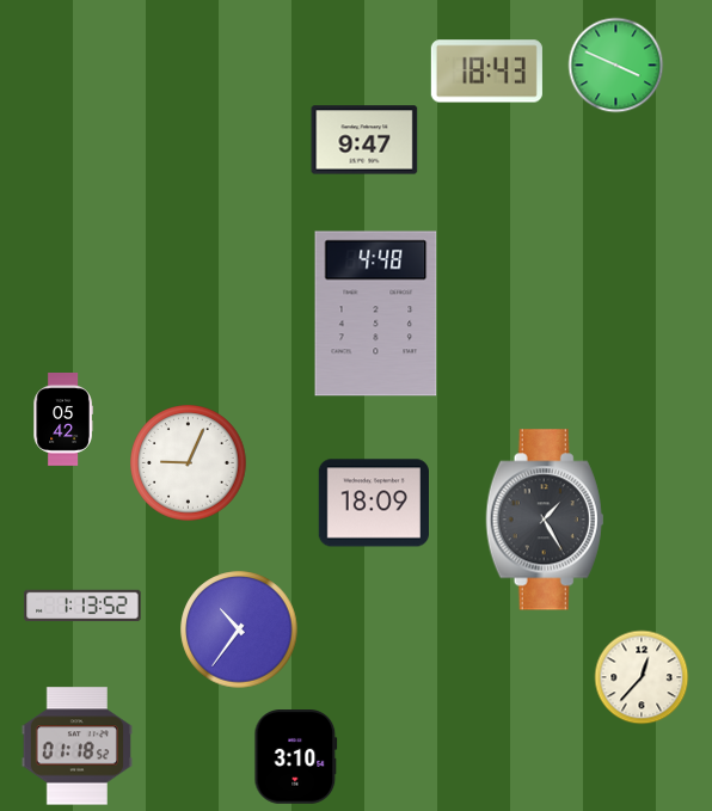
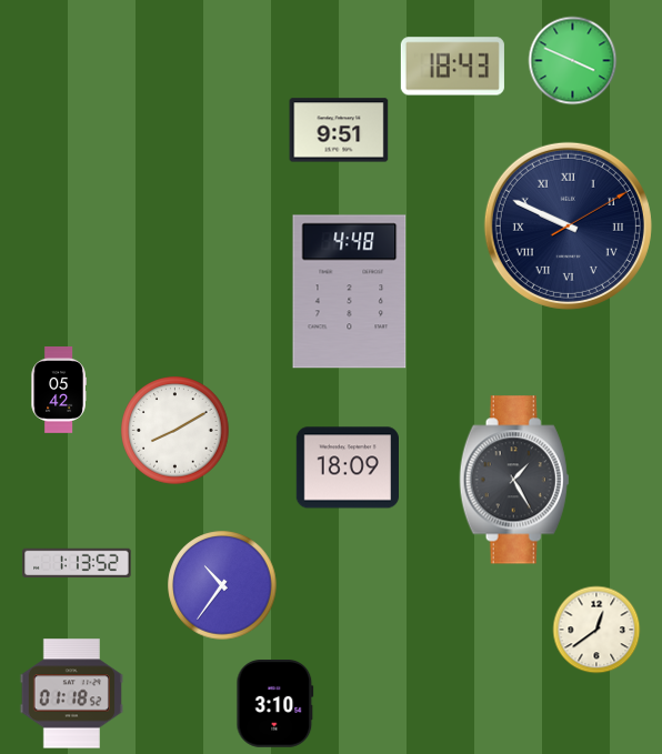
clock at (364, 140): 9:47 -> 9:51
clock at (568, 225): none -> 9:49
clock at (189, 463): 9:04 -> 8:10
clock at (545, 520) position: (545, 520) -> (514, 480)
clock at (642, 677): 12:37 -> 12:39
